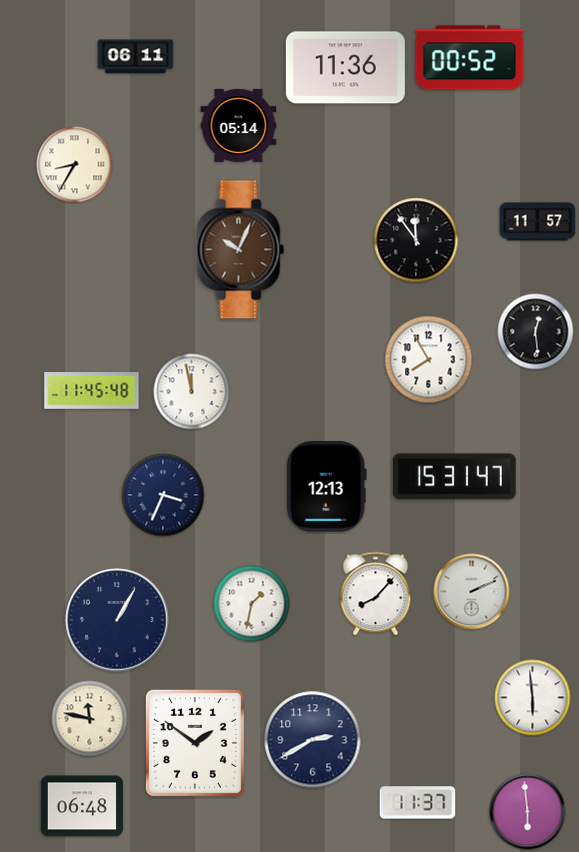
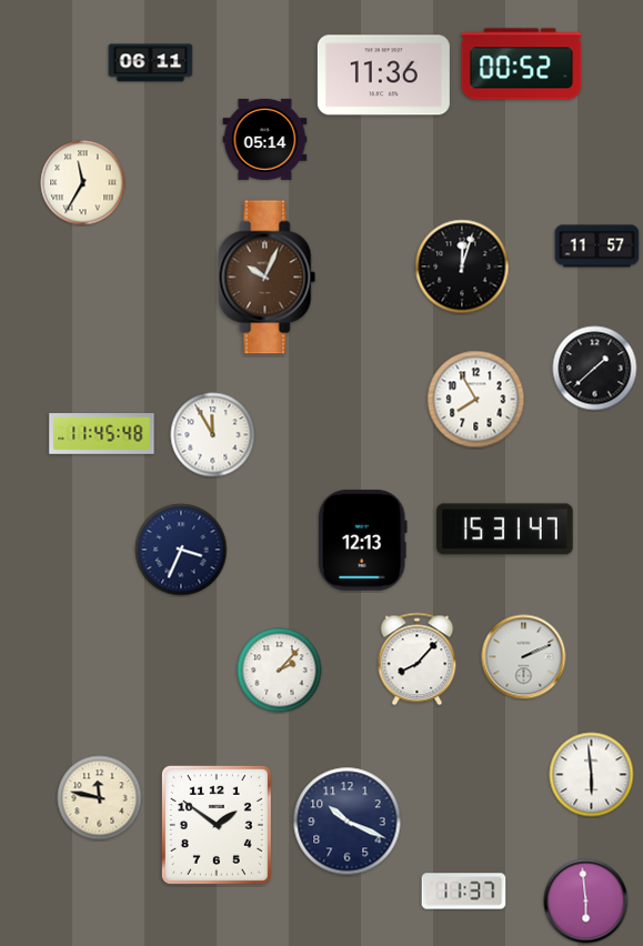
clock at (75, 165): 8:35 -> 11:35
clock at (416, 240): 11:54 -> 12:03
clock at (536, 332): 12:29 -> 1:38
clock at (192, 392): 11:58 -> 11:55
clock at (252, 604): 1:32 -> 2:07
clock at (117, 620): 1:05 -> none
clock at (313, 740): 2:40 -> 10:19
clock at (82, 806): 06:48 -> none
